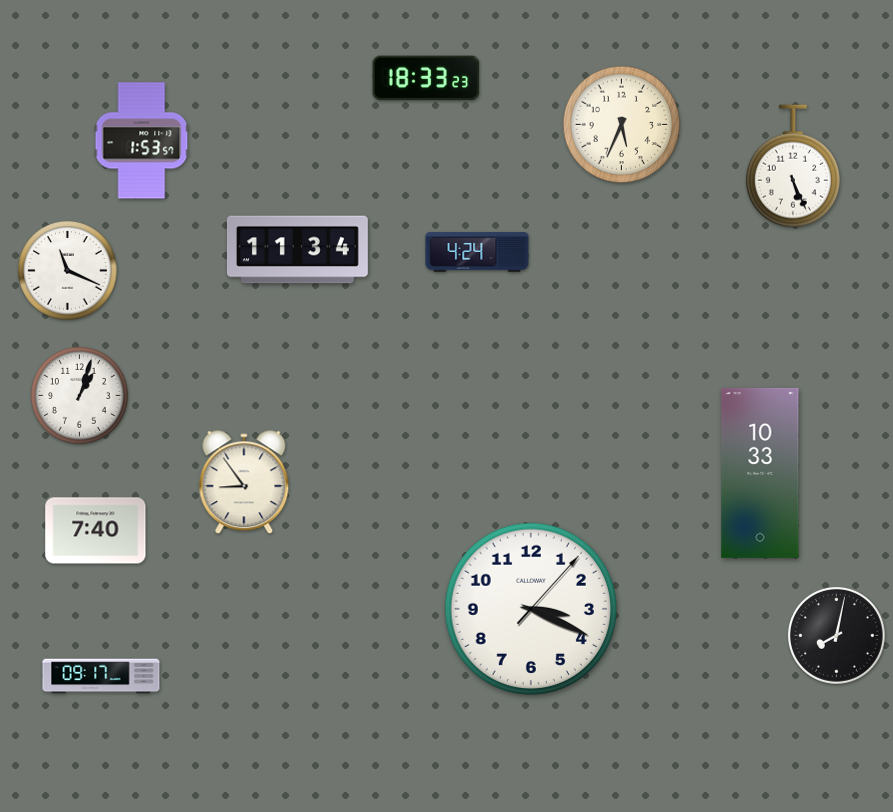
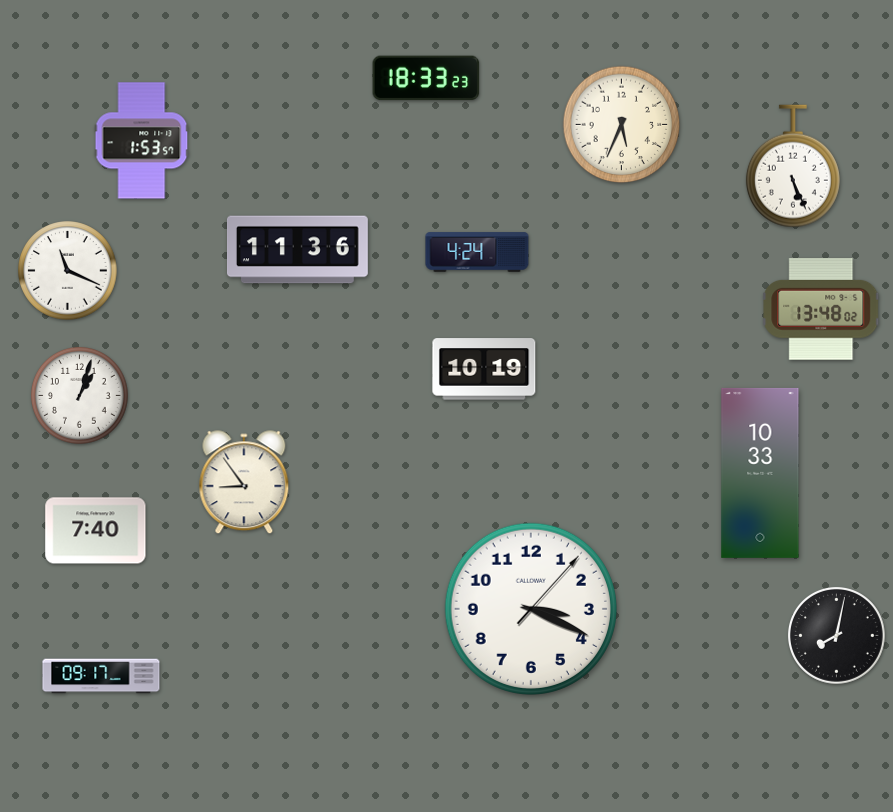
clock at (298, 250): 11:34 -> 11:36
clock at (822, 310): none -> 13:48
clock at (484, 369): none -> 10:19
